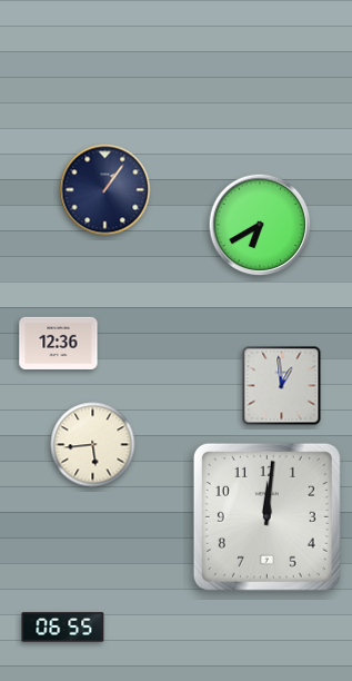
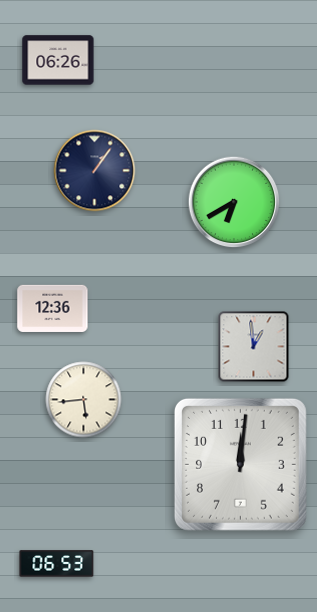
clock at (58, 60): none -> 06:26
clock at (63, 628): 06:55 -> 06:53
